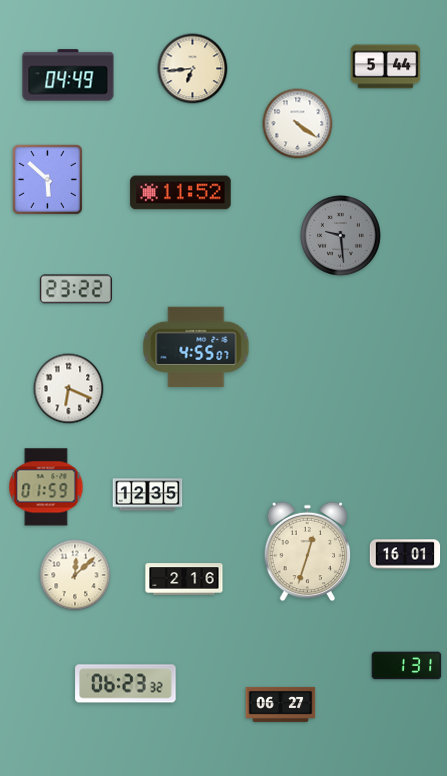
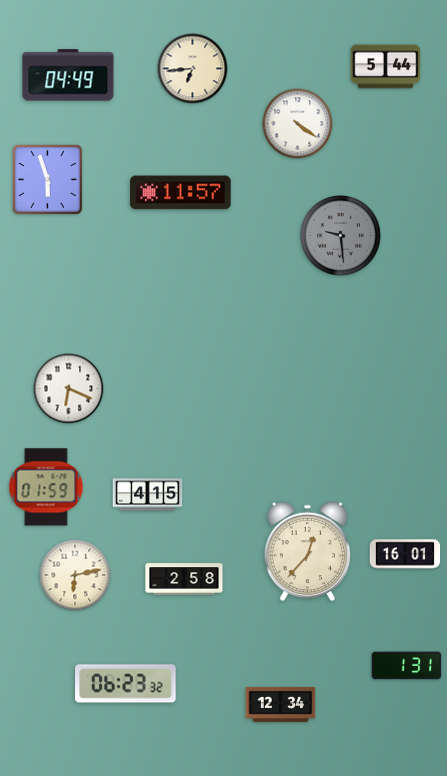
clock at (47, 179): 5:52 -> 5:57
clock at (181, 193): 11:52 -> 11:57
clock at (76, 289): 23:22 -> none
clock at (196, 347): 4:55 -> none
clock at (148, 495): 12:35 -> 4:15
clock at (308, 552): 12:33 -> 12:37
clock at (75, 575): 12:08 -> 6:13
clock at (184, 579): 2:16 -> 2:58
clock at (281, 704): 06:27 -> 12:34
